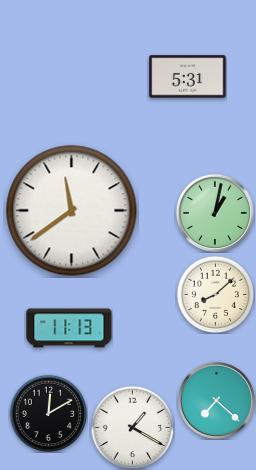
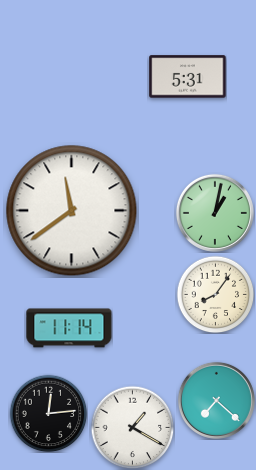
clock at (215, 294): 8:08 -> 8:06
clock at (69, 328): 11:13 -> 11:14
clock at (48, 413): 12:10 -> 12:14
